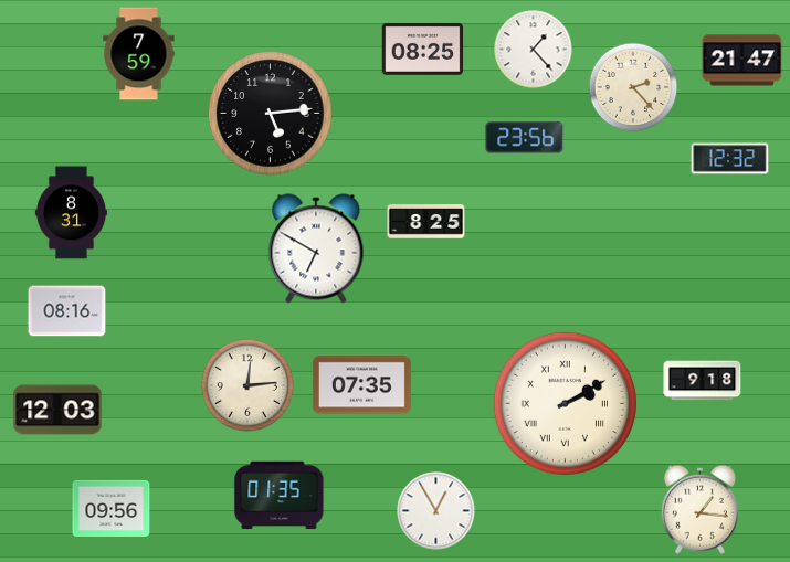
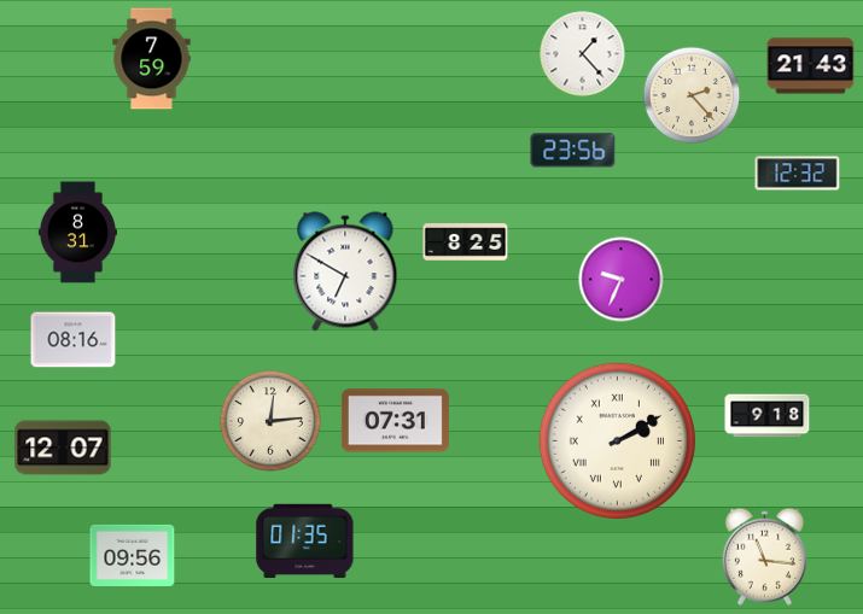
clock at (423, 49): 08:25 -> none
clock at (742, 61): 21:47 -> 21:43
clock at (271, 114): 5:14 -> none
clock at (622, 280): none -> 9:34
clock at (361, 385): 07:35 -> 07:31
clock at (57, 410): 12:03 -> 12:07
clock at (112, 508) position: (112, 508) -> (133, 555)
clock at (699, 509): 1:16 -> 11:16
clock at (436, 511): 12:55 -> none
